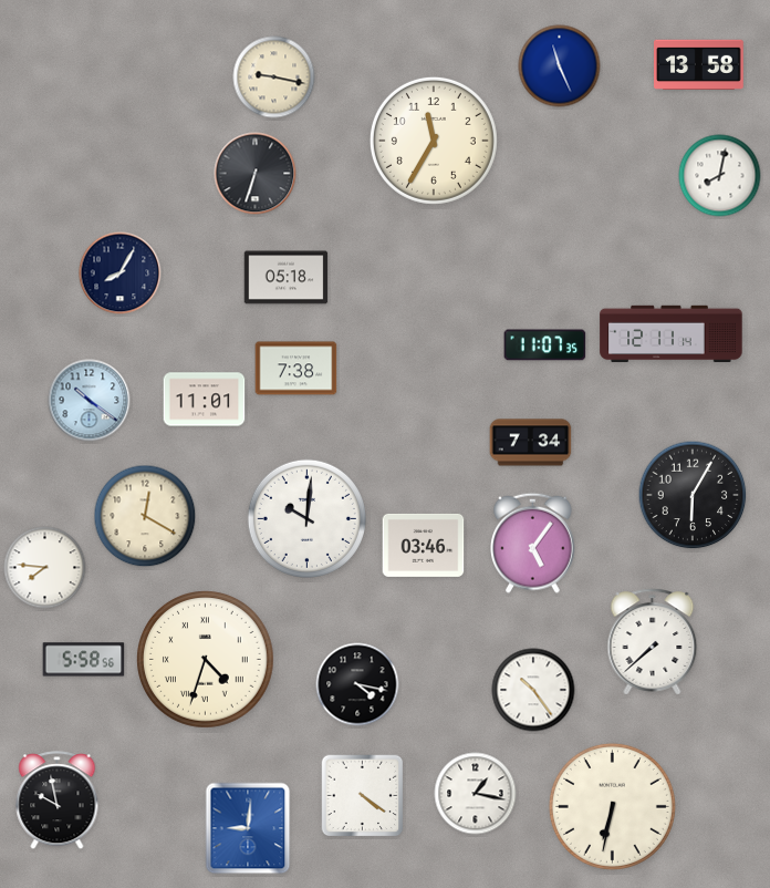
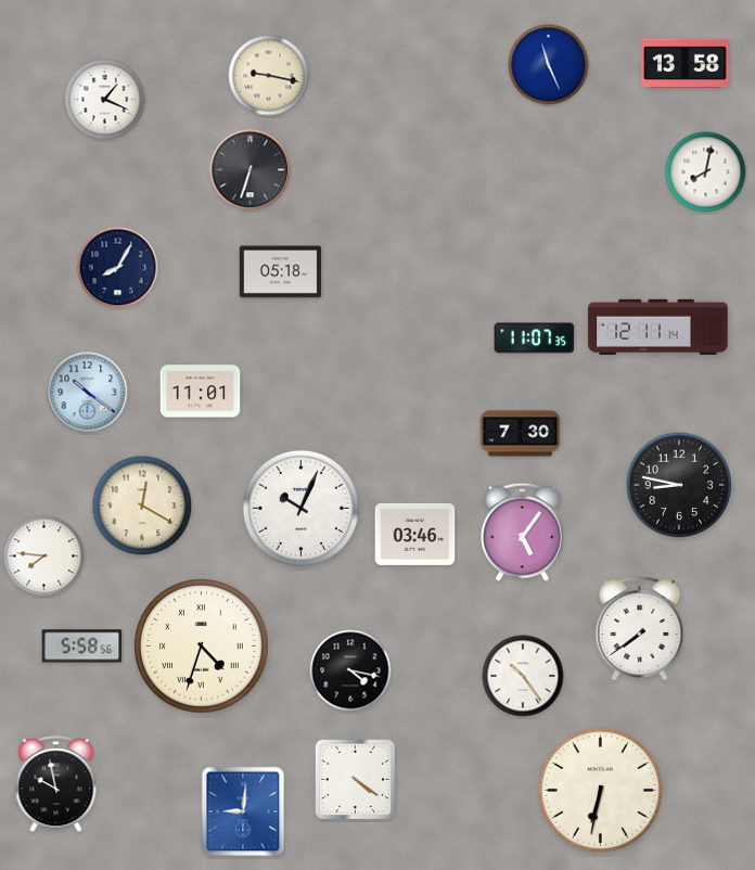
clock at (105, 100): none -> 1:19
clock at (434, 141): 11:35 -> none
clock at (296, 369): 7:38 -> none
clock at (531, 443): 7:34 -> 7:30
clock at (693, 495): 6:05 -> 8:47
clock at (306, 518): 10:01 -> 10:04
clock at (653, 642): 7:38 -> 7:39
clock at (476, 794): 1:17 -> none
